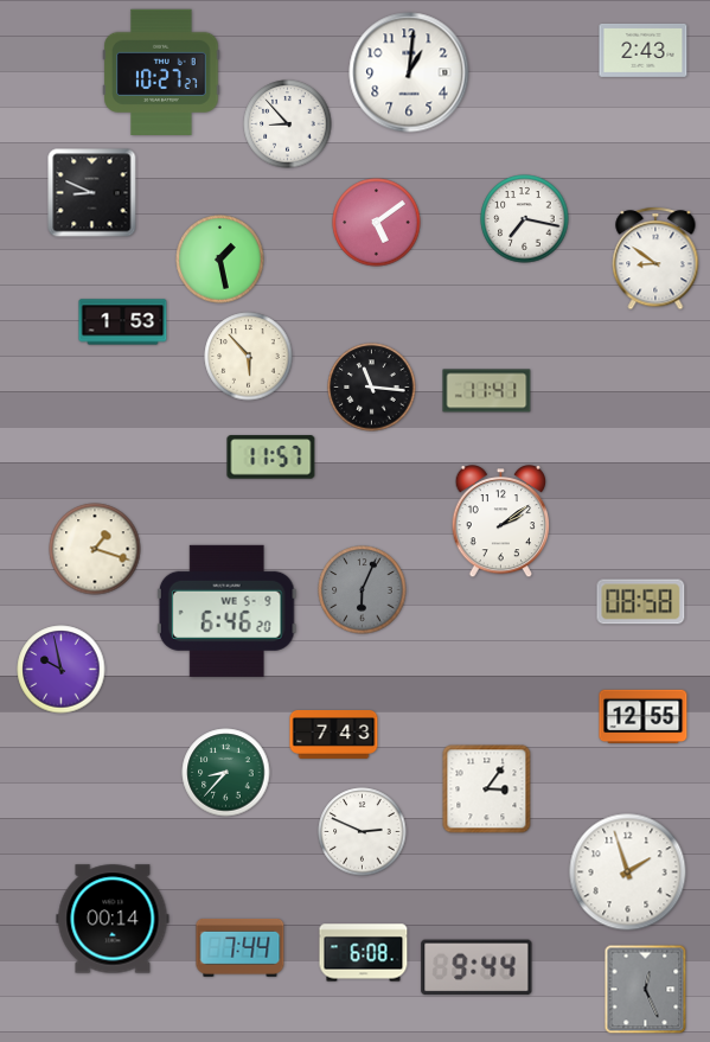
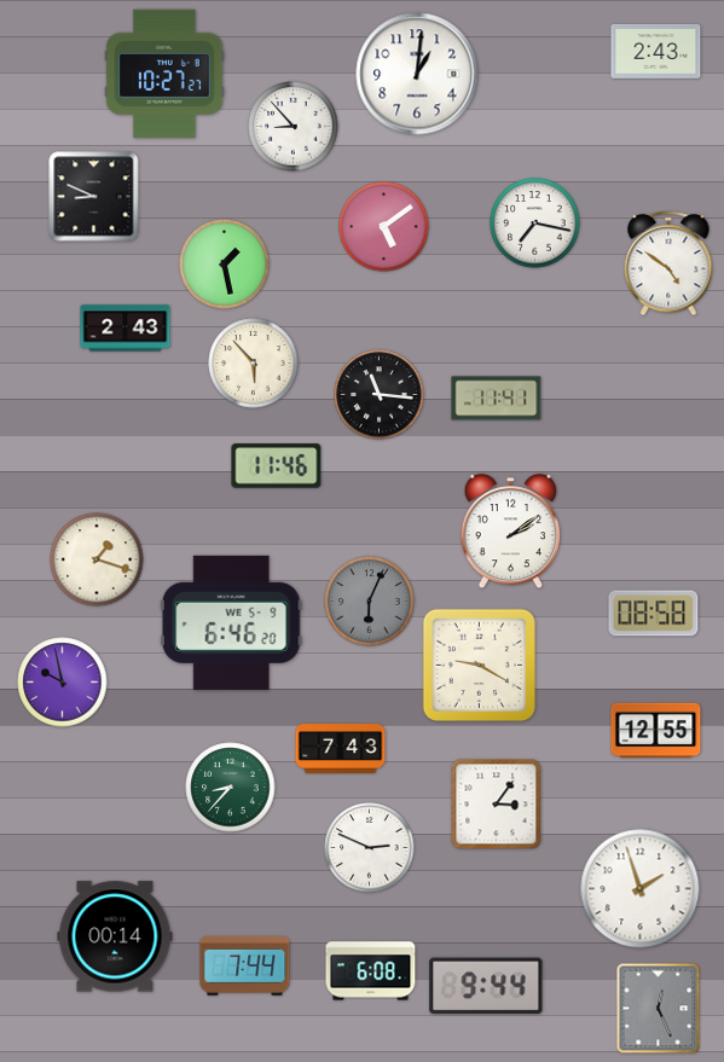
clock at (655, 258): 8:51 -> 4:51
clock at (123, 322): 1:53 -> 2:43
clock at (271, 458): 11:57 -> 11:46
clock at (479, 665): none -> 9:20
